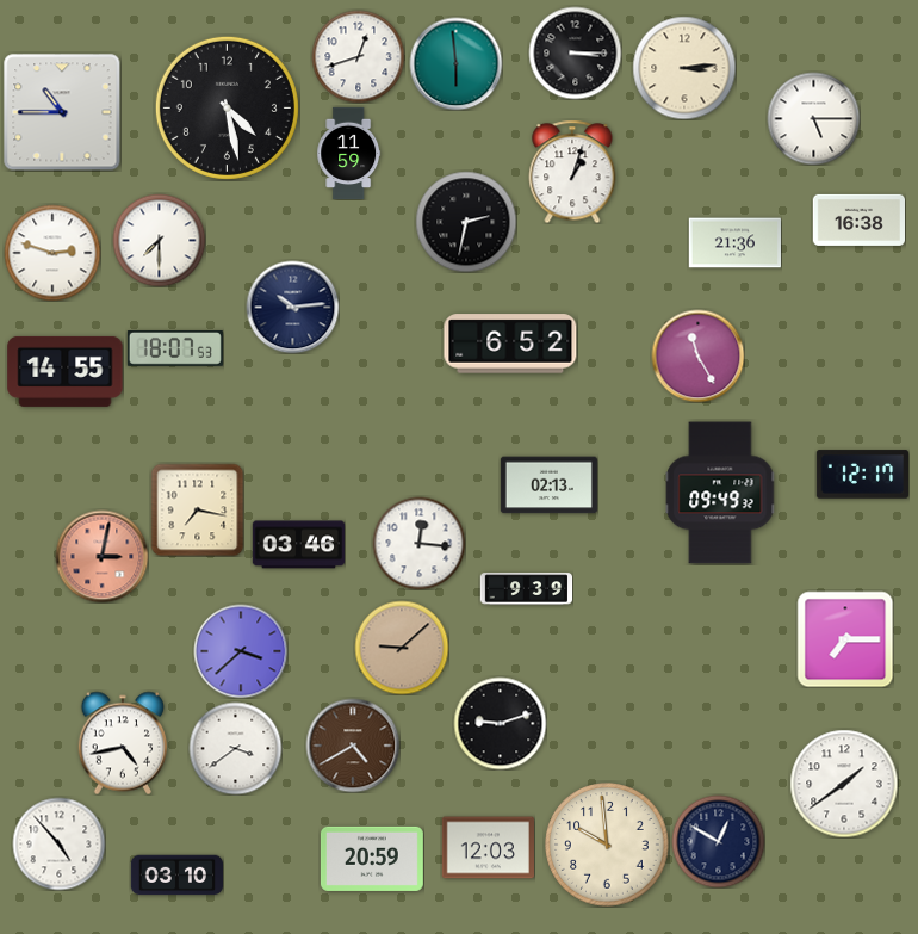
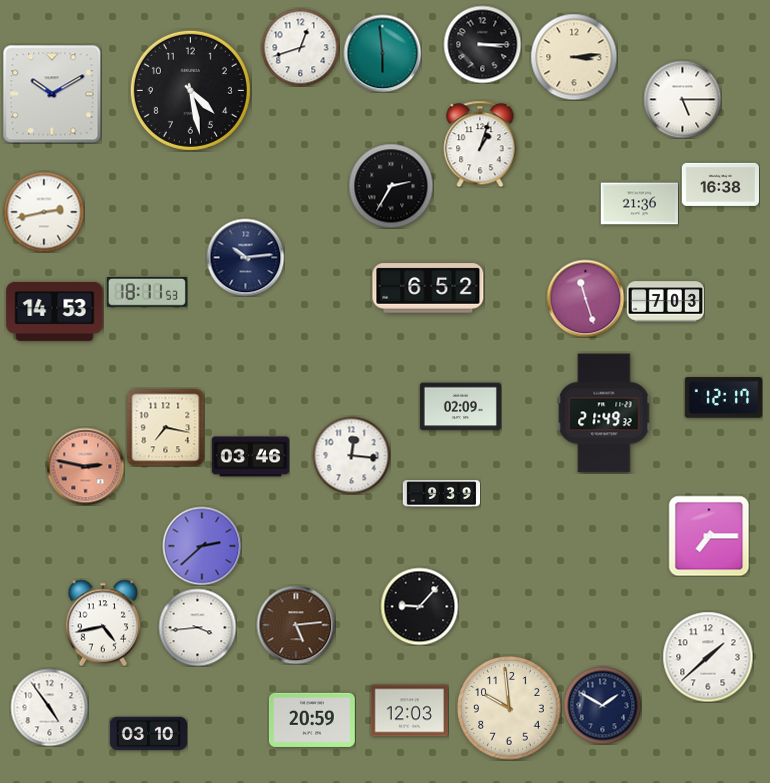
clock at (62, 112): 10:45 -> 10:10
clock at (349, 153): 11:59 -> none
clock at (466, 222): 2:32 -> 2:35
clock at (159, 240): 7:30 -> none
clock at (734, 243) position: (734, 243) -> (639, 204)
clock at (52, 253): 2:48 -> 2:43
clock at (175, 350): 18:07 -> 18:11
clock at (697, 355): 11:25 -> 11:27
clock at (665, 302): none -> 7:03
clock at (66, 371): 14:55 -> 14:53
clock at (548, 485): 02:13 -> 02:09
clock at (721, 493): 09:49 -> 21:49
clock at (101, 556): 3:02 -> 2:47
clock at (402, 648): 9:08 -> none
clock at (241, 651): 3:38 -> 2:38
clock at (500, 723): 9:12 -> 9:07
clock at (353, 746): 4:40 -> 5:14
clock at (235, 748): 3:39 -> 3:44
clock at (844, 784): 1:39 -> 1:38
clock at (718, 841): 12:50 -> 1:50
clock at (58, 843): 4:53 -> 4:54
